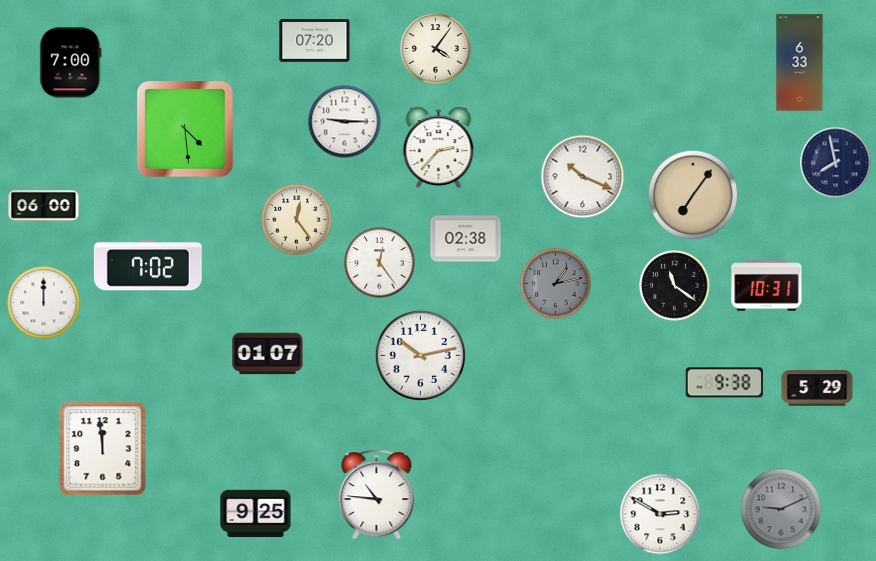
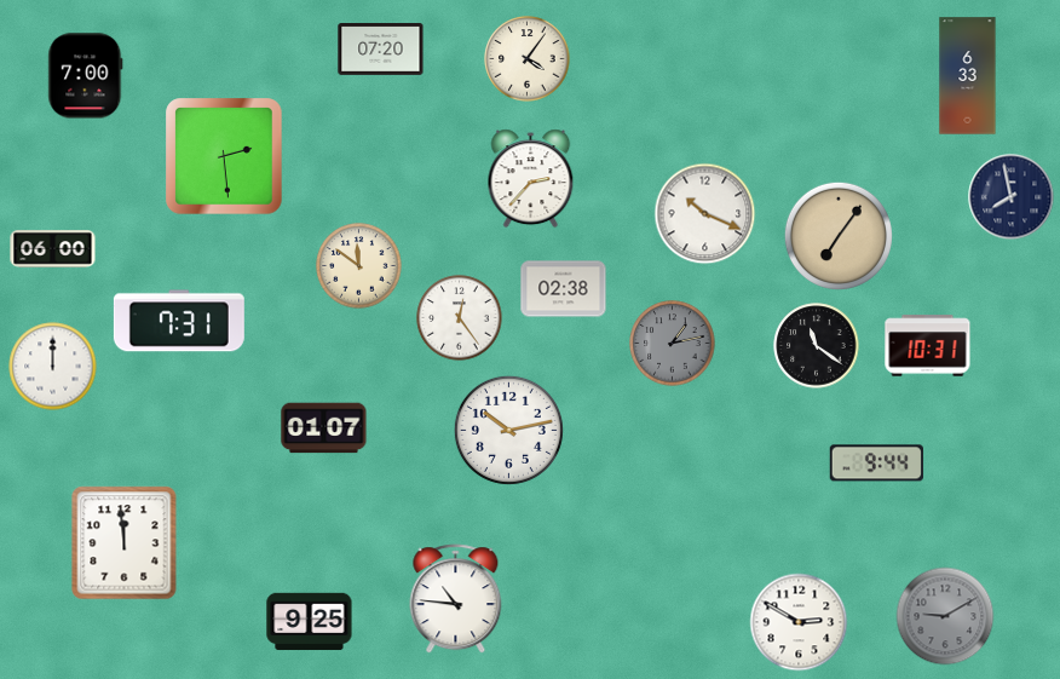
clock at (345, 122): 9:15 -> none
clock at (185, 129): 4:29 -> 2:29
clock at (297, 220): 12:24 -> 11:51
clock at (148, 265): 7:02 -> 7:31
clock at (724, 383): 9:38 -> 9:44
clock at (817, 388): 5:29 -> none
clock at (781, 509): 9:11 -> 9:10
